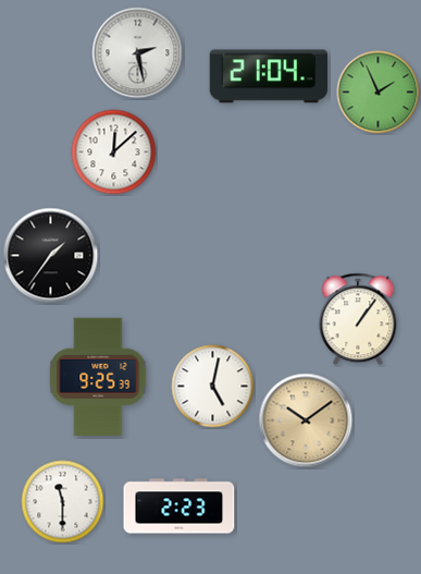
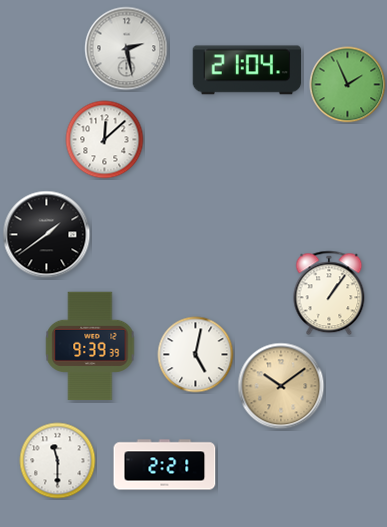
clock at (51, 256): 1:36 -> 1:39
clock at (98, 377): 9:25 -> 9:39
clock at (179, 506): 2:23 -> 2:21
